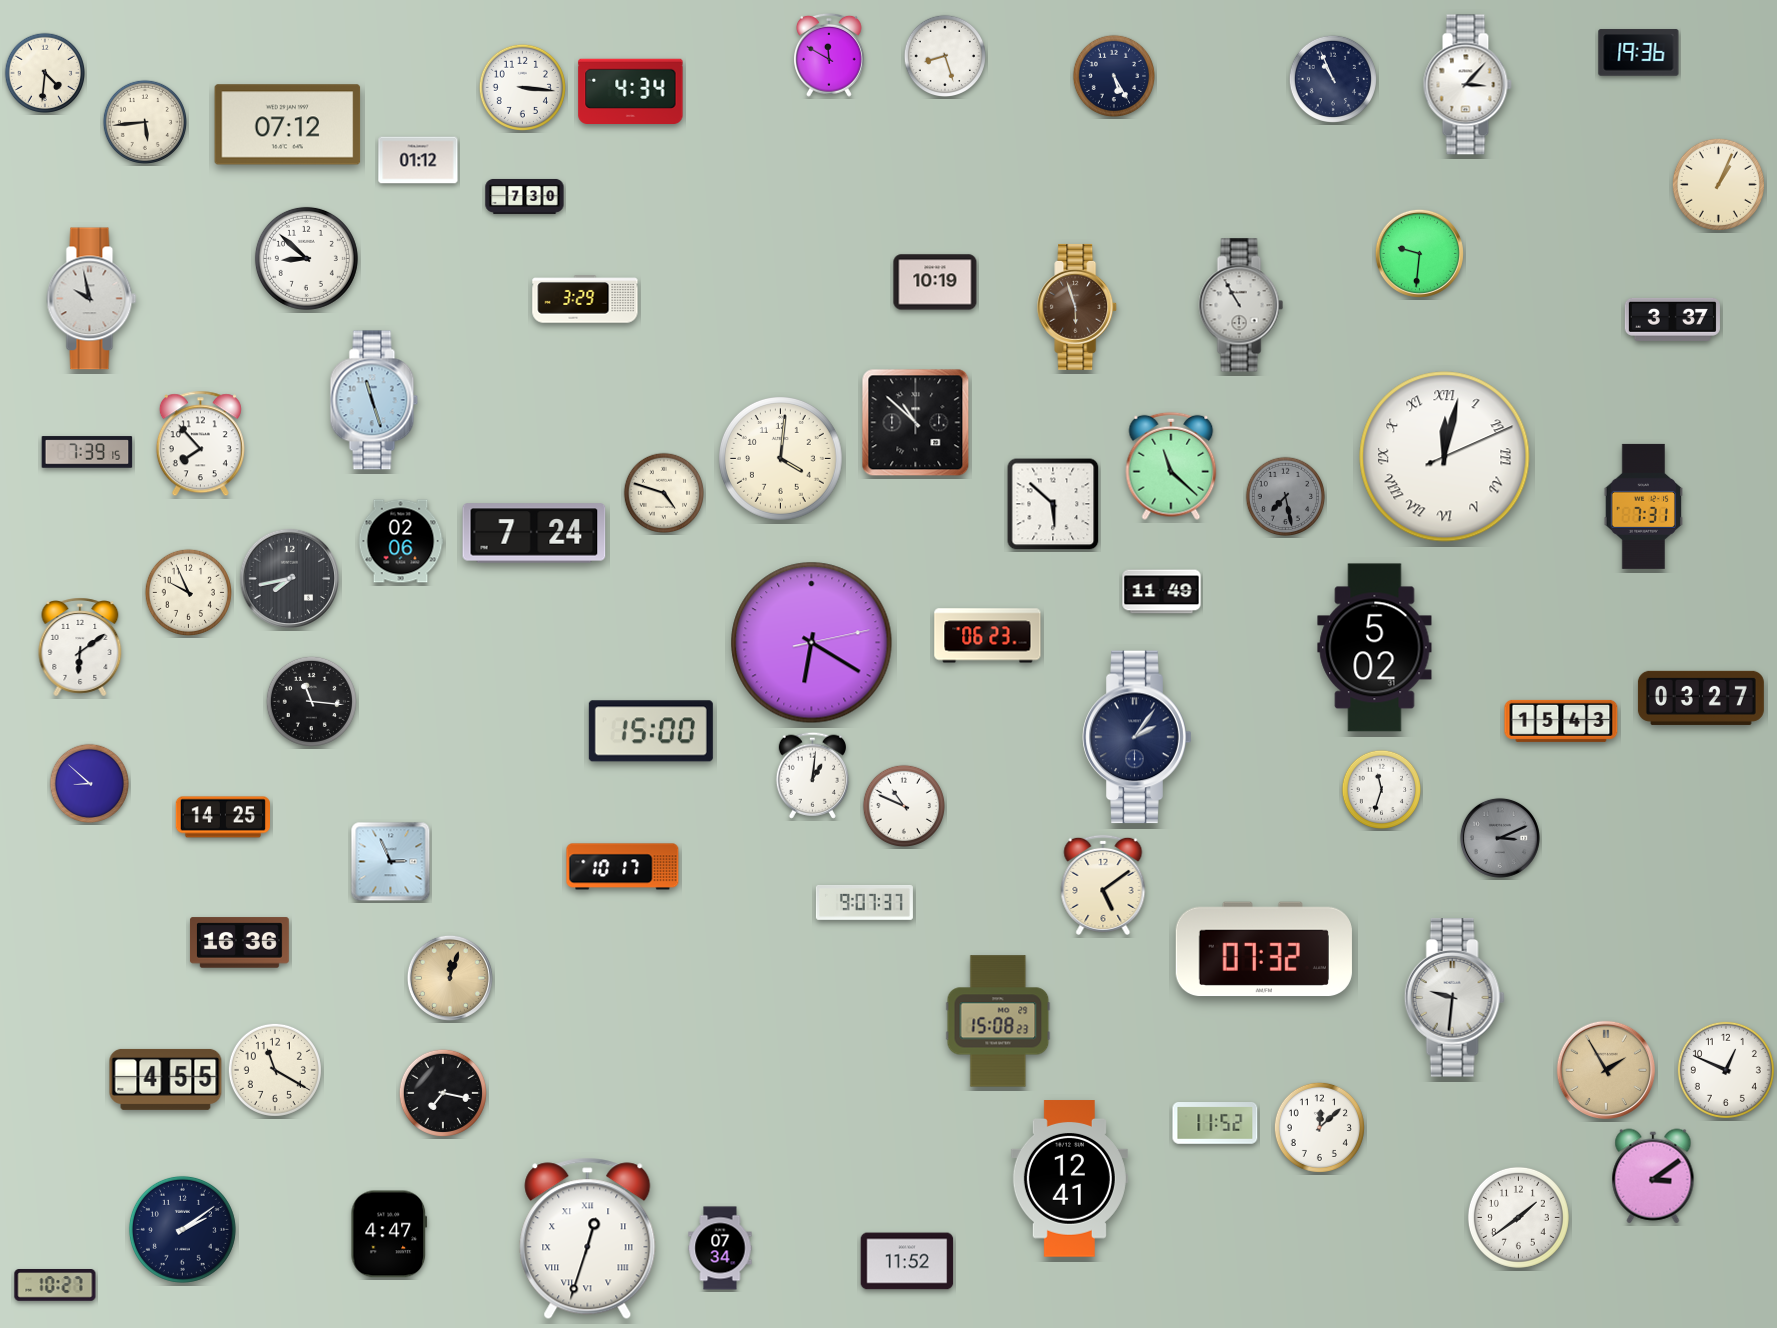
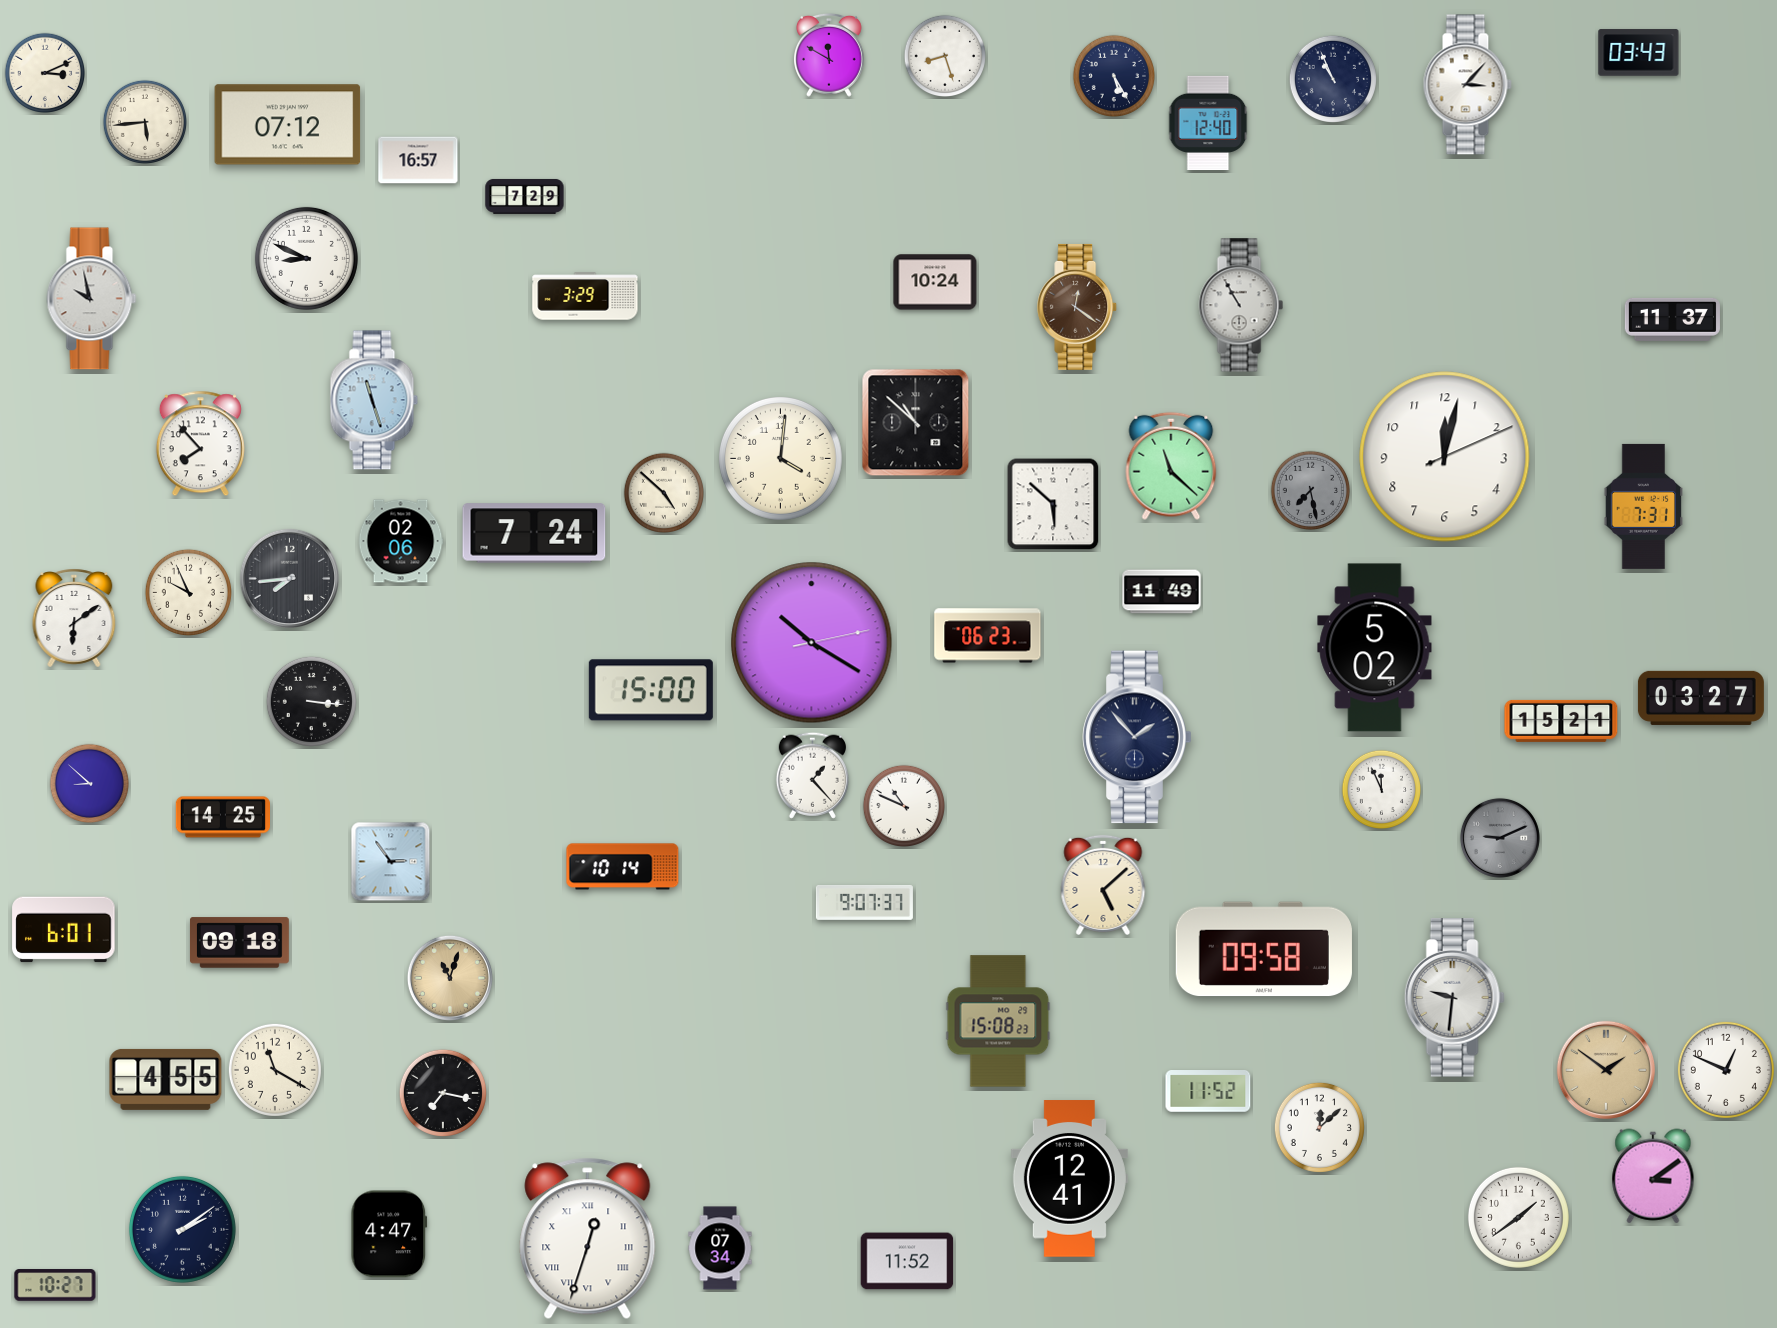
clock at (1639, 53): 19:36 -> 03:43
clock at (44, 72): 4:31 -> 3:11
clock at (522, 87): 3:16 -> none
clock at (631, 91): 4:34 -> none
clock at (1208, 122): none -> 12:40
clock at (418, 160): 01:12 -> 16:57
clock at (1718, 184): 1:04 -> none
clock at (525, 196): 7:30 -> 7:29
clock at (1419, 253): 9:31 -> none
clock at (306, 258): 8:52 -> 8:49
clock at (935, 282): 10:19 -> 10:24
clock at (585, 299) position: (585, 299) -> (585, 296)
clock at (1078, 307): 5:57 -> 12:21
clock at (1672, 319): 3:37 -> 11:37
clock at (87, 452): 7:39 -> none
clock at (1445, 457) numerals: Roman -> Arabic
clock at (663, 492): 4:48 -> 4:52
clock at (1286, 497) position: (1286, 497) -> (1311, 491)
clock at (289, 578): 7:43 -> 7:44
clock at (812, 643): 6:20 -> 10:20
clock at (80, 647) position: (80, 647) -> (74, 618)
clock at (311, 701): 11:16 -> 3:16
clock at (1561, 721): 15:43 -> 15:21
clock at (651, 731) position: (651, 731) -> (651, 690)
clock at (1137, 737): 2:06 -> 1:53
clock at (812, 775): 1:01 -> 1:23
clock at (1382, 790): 11:33 -> 11:56
clock at (1500, 838): 3:11 -> 9:11
clock at (391, 862): 2:56 -> 2:54
clock at (623, 867): 10:17 -> 10:14
clock at (1103, 885): 5:09 -> 5:08
clock at (64, 930): none -> 6:01
clock at (239, 943): 16:36 -> 09:18
clock at (1264, 949): 07:32 -> 09:58
clock at (450, 978): 12:03 -> 11:03
clock at (1605, 1069): 1:55 -> 1:51
clock at (1215, 1124) position: (1215, 1124) -> (1208, 1092)
